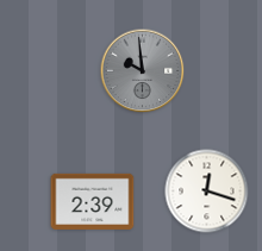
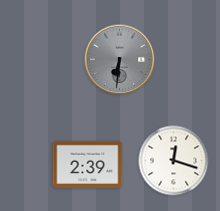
clock at (143, 71): 9:59 -> 6:31
clock at (93, 201) position: (93, 201) -> (88, 164)
